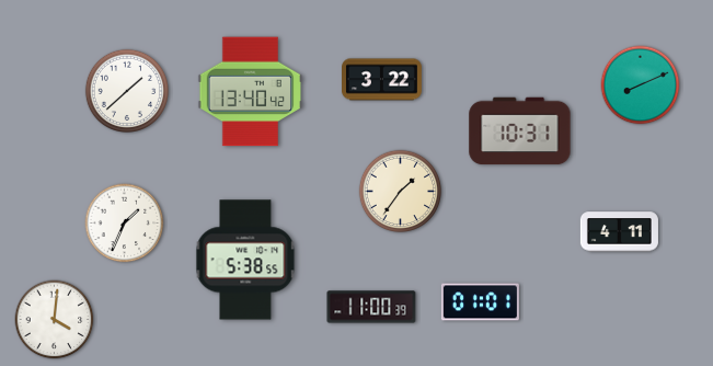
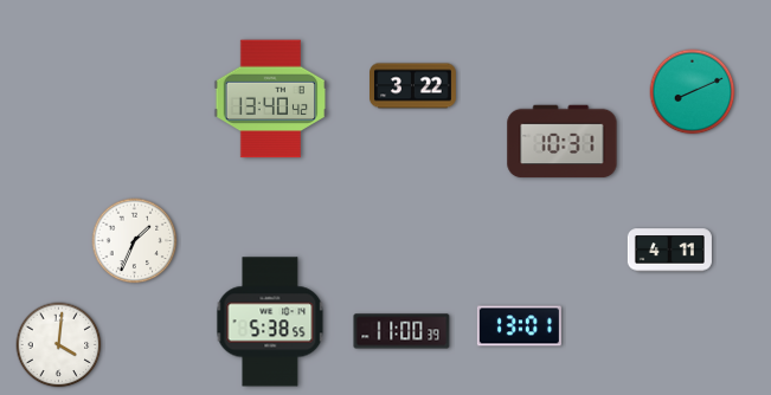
clock at (126, 90): 1:38 -> none
clock at (401, 192): 1:36 -> none
clock at (245, 260) position: (245, 260) -> (270, 322)
clock at (480, 302): 01:01 -> 13:01
